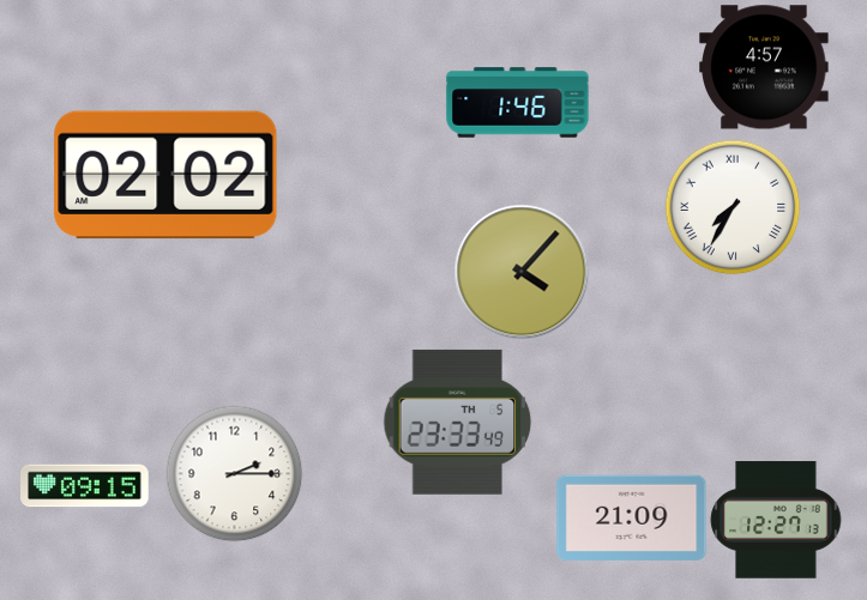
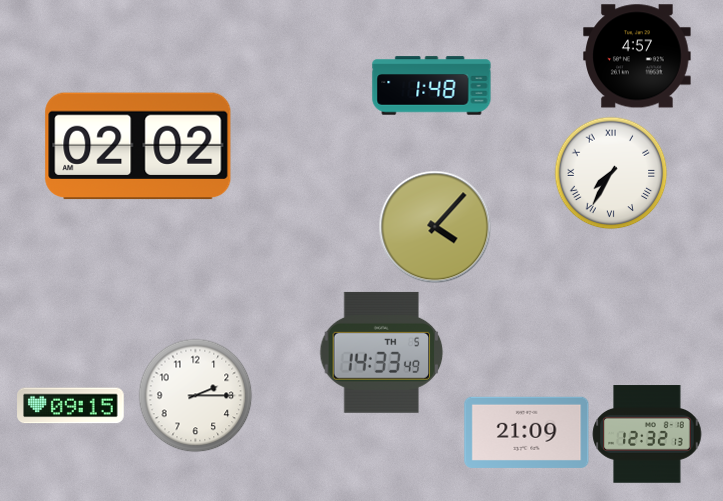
clock at (518, 103): 1:46 -> 1:48
clock at (457, 422): 23:33 -> 14:33
clock at (776, 520): 12:27 -> 12:32
